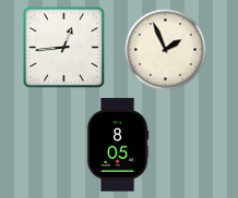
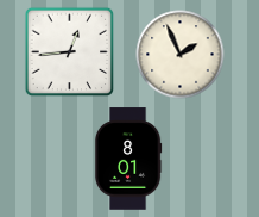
clock at (118, 145): 8:05 -> 8:01
